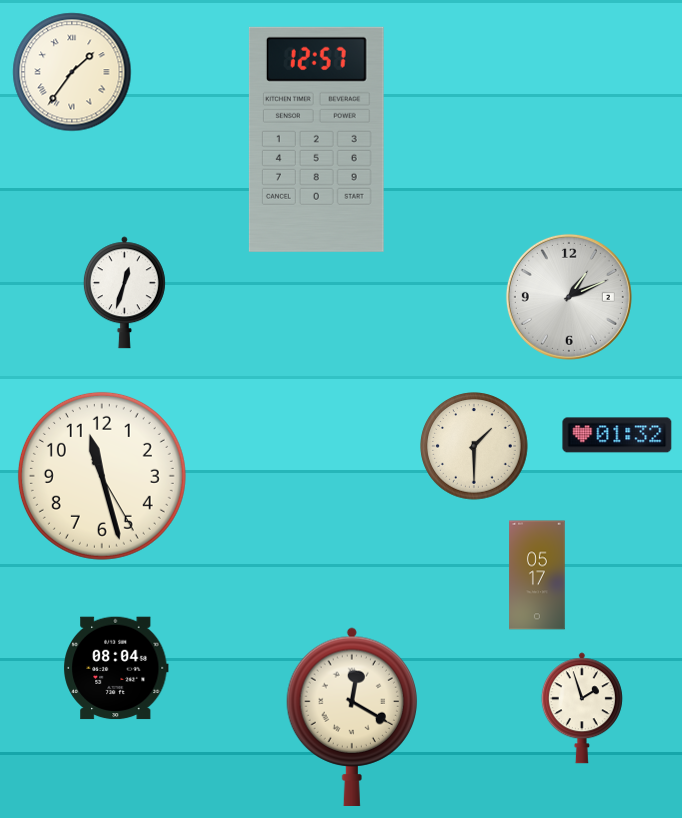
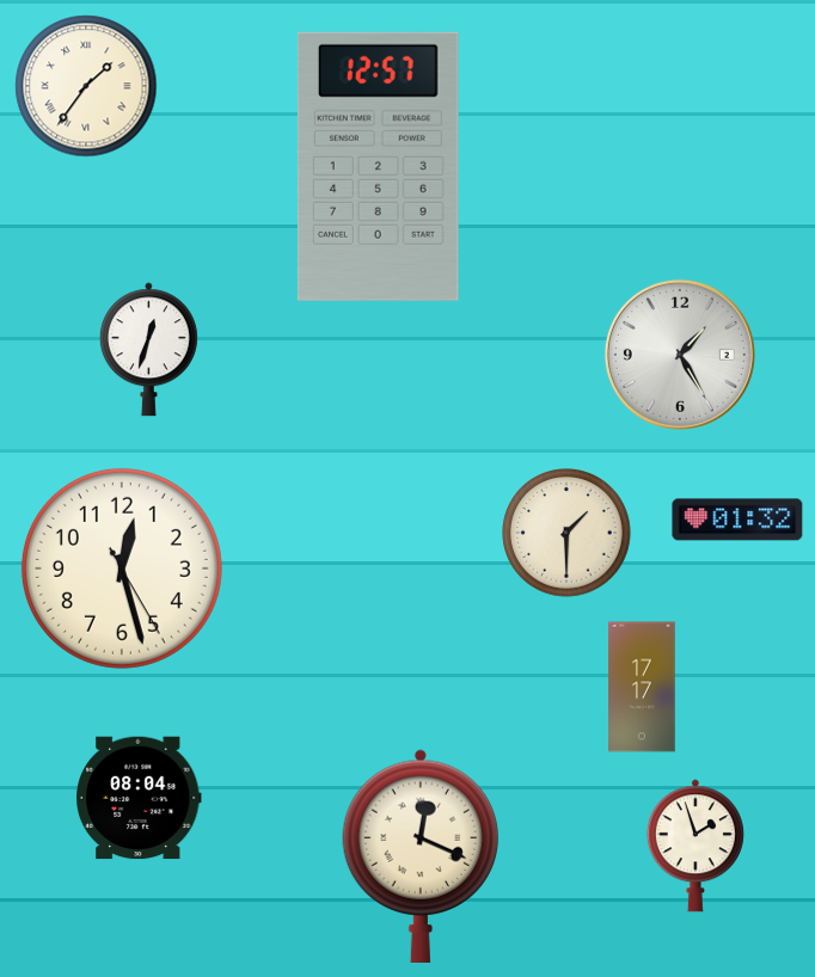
clock at (569, 297): 1:11 -> 1:25
clock at (102, 476): 11:27 -> 12:27
clock at (537, 575): 05:17 -> 17:17
clock at (351, 717): 12:20 -> 12:19
